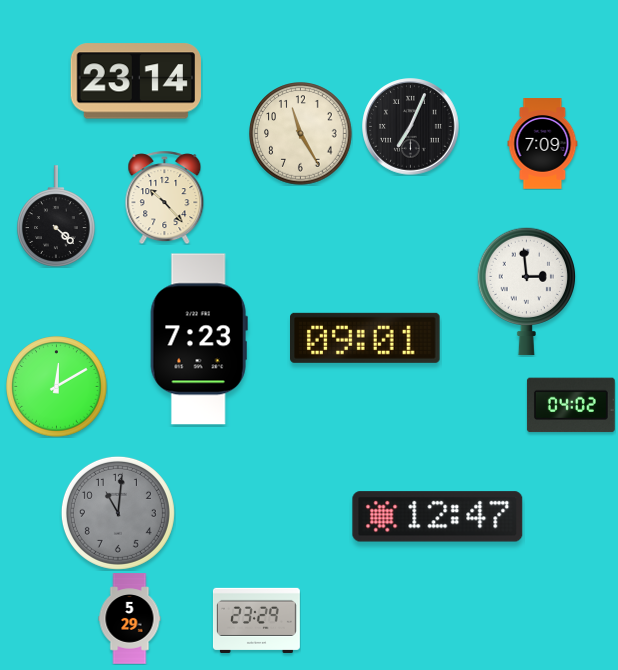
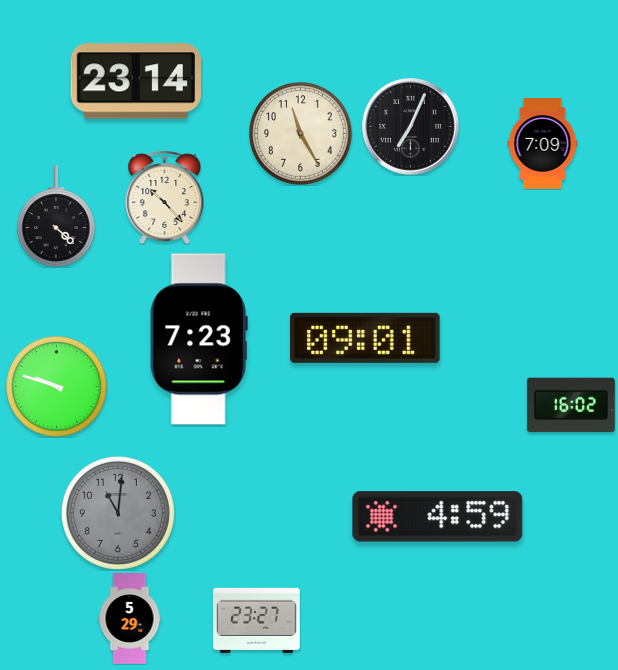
clock at (526, 291): 2:59 -> none
clock at (57, 387): 12:10 -> 9:48
clock at (571, 405): 04:02 -> 16:02
clock at (438, 517): 12:47 -> 4:59
clock at (256, 620): 23:29 -> 23:27
